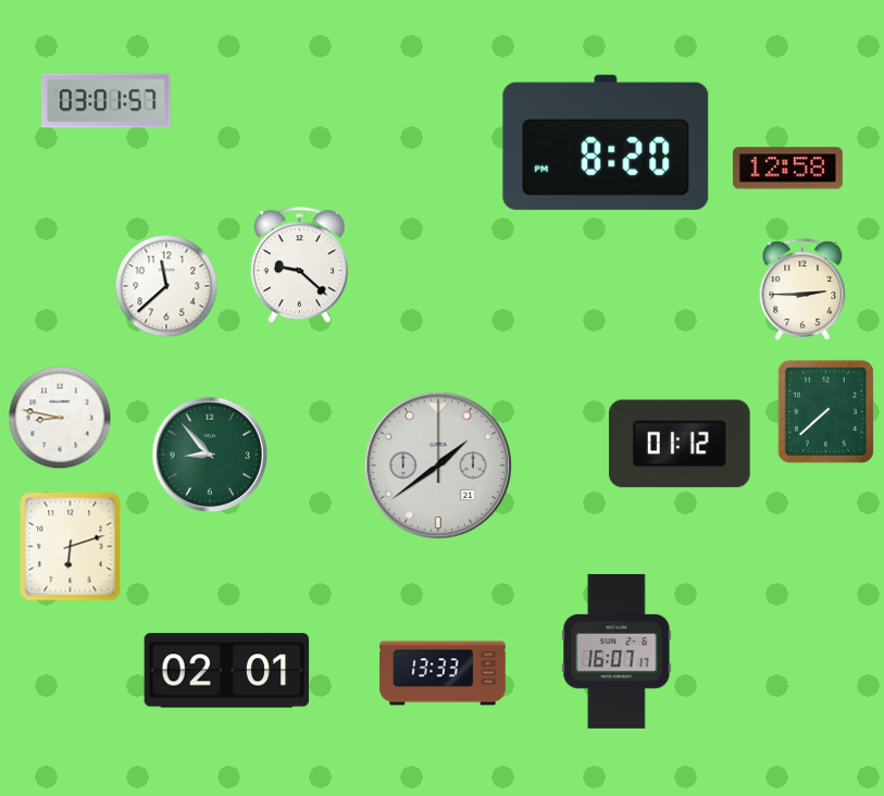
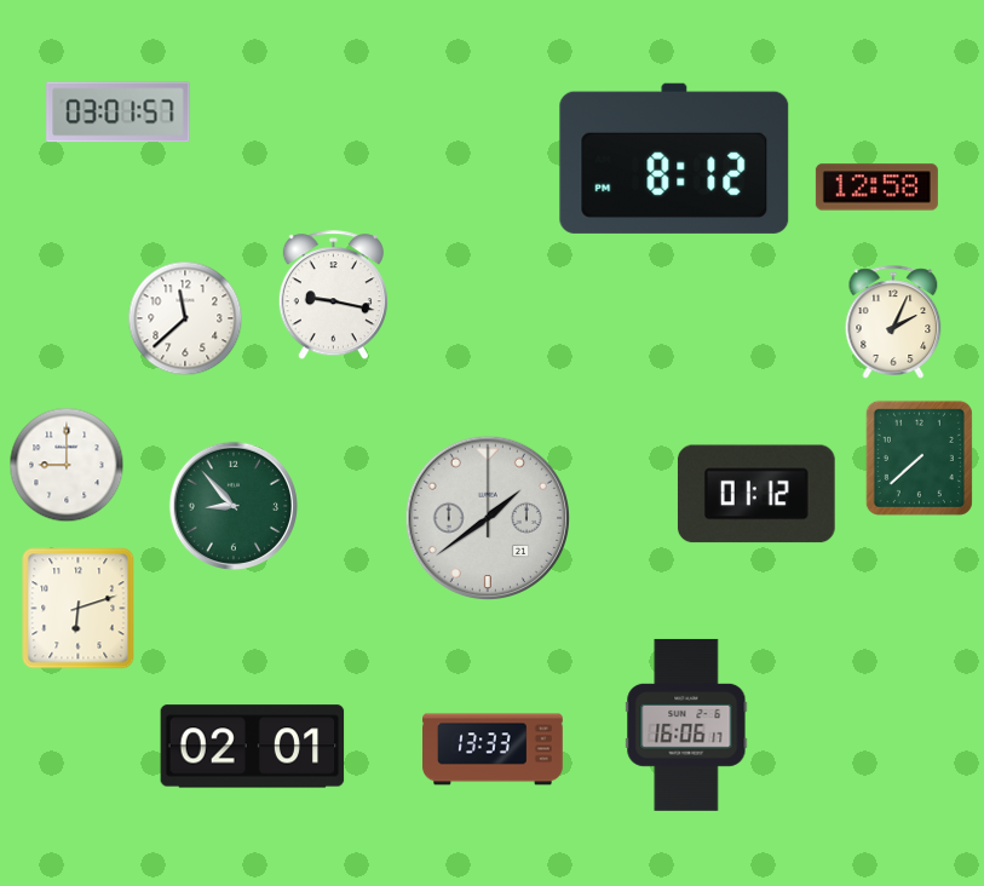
clock at (606, 142): 8:20 -> 8:12
clock at (299, 265): 9:22 -> 9:17
clock at (802, 289): 2:45 -> 2:04
clock at (60, 418): 8:47 -> 9:00
clock at (617, 651): 16:07 -> 16:06
